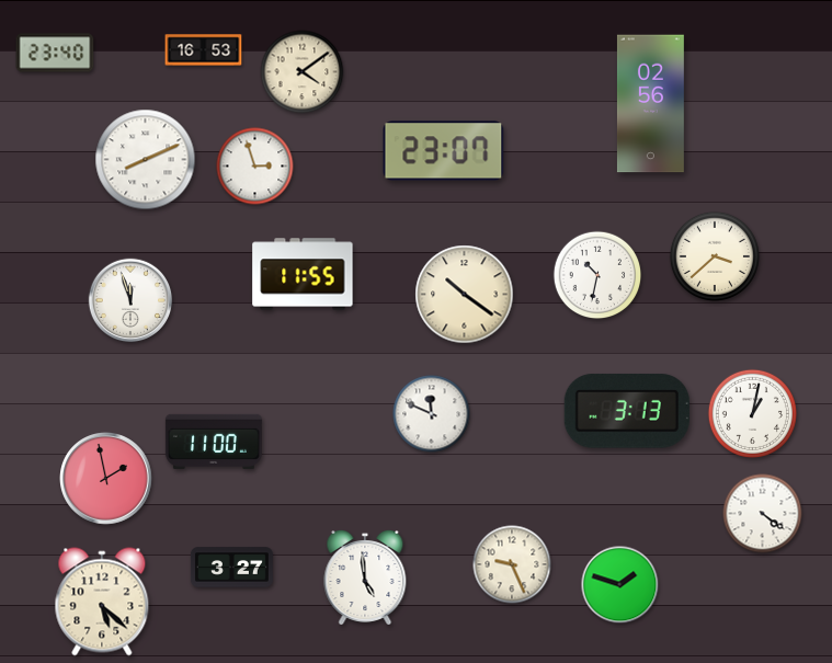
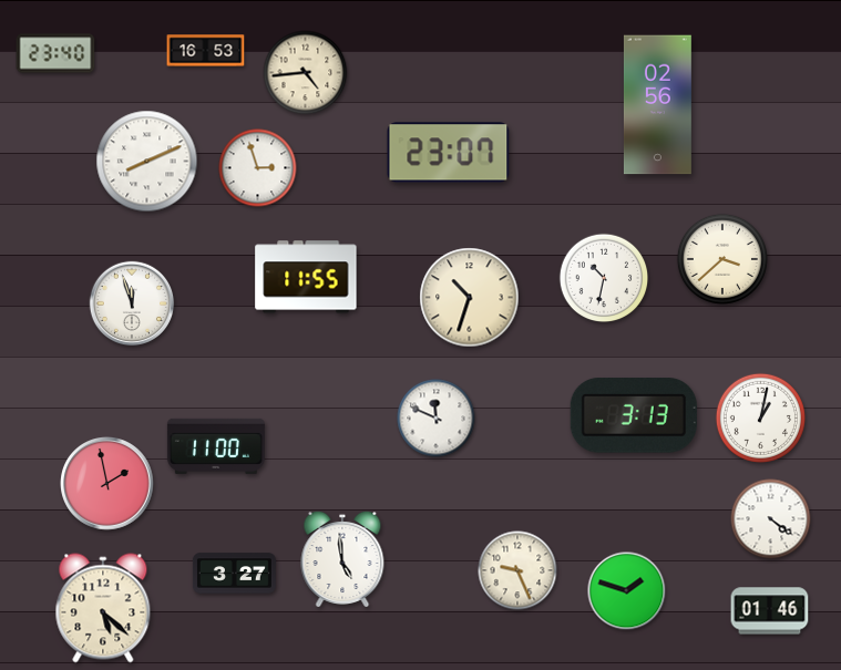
clock at (303, 72): 4:09 -> 4:44
clock at (465, 295): 10:21 -> 10:33
clock at (365, 578) position: (365, 578) -> (342, 559)
clock at (770, 611): none -> 01:46
